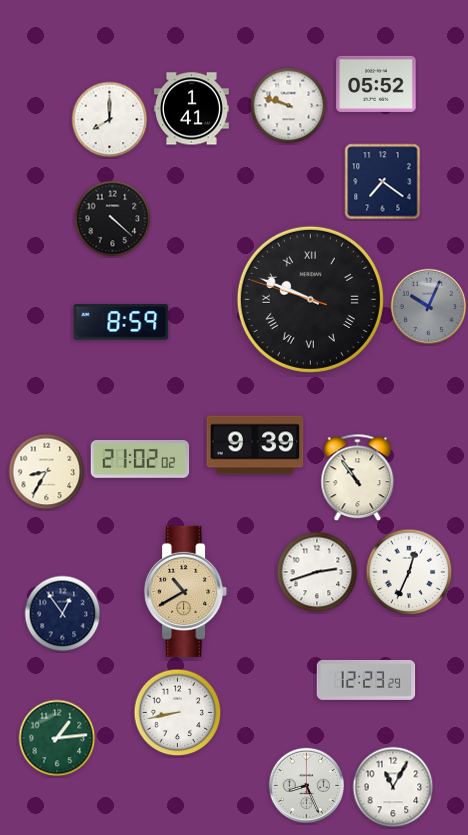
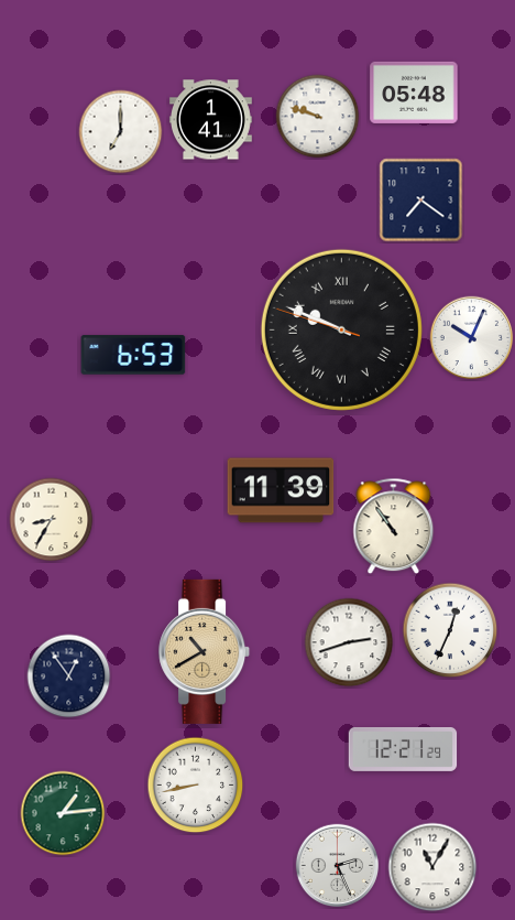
clock at (376, 84): 05:52 -> 05:48
clock at (110, 120): 8:00 -> 7:00
clock at (113, 219): 4:22 -> none
clock at (429, 307) dial: grey -> white
clock at (121, 322): 8:59 -> 6:53
clock at (255, 445): 9:39 -> 11:39
clock at (140, 460): 21:02 -> none
clock at (317, 572) position: (317, 572) -> (349, 642)
clock at (366, 680): 12:23 -> 12:21
clock at (307, 786): 8:26 -> 2:26
